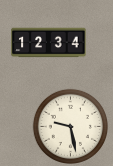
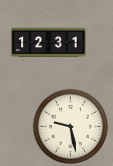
clock at (49, 43): 12:34 -> 12:31
